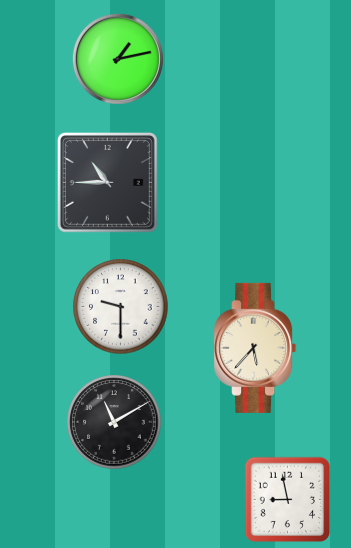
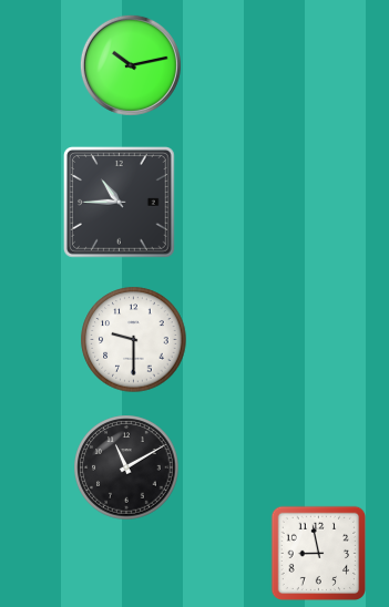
clock at (118, 59): 1:13 -> 10:13
clock at (255, 348): 5:37 -> none
